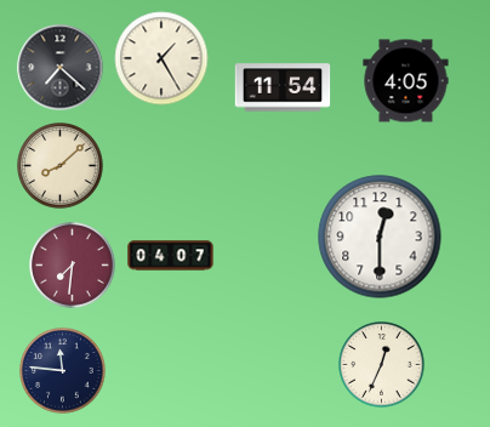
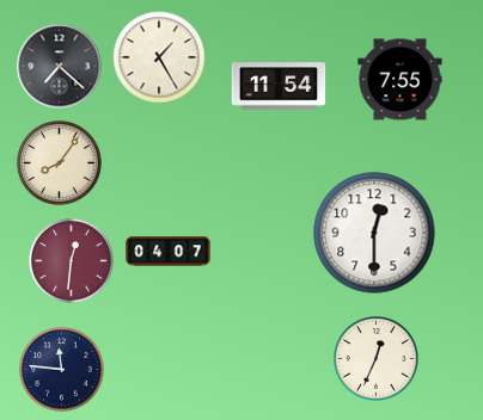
clock at (406, 81): 4:05 -> 7:55
clock at (61, 166): 8:08 -> 8:06
clock at (73, 266): 7:31 -> 12:31
clock at (63, 371) position: (63, 371) -> (62, 370)
